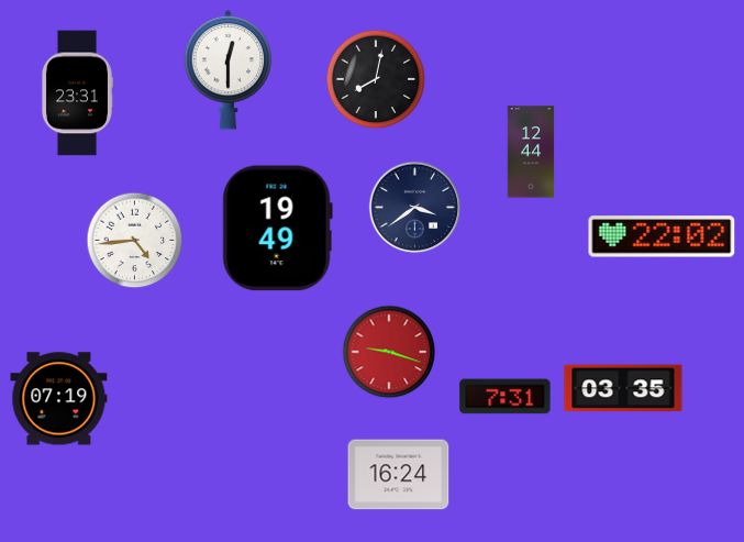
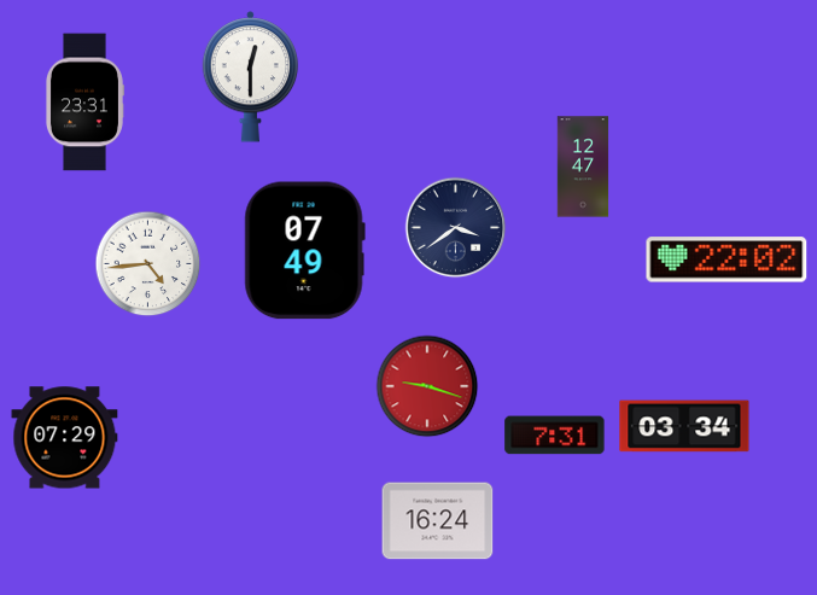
clock at (376, 79): 8:02 -> none
clock at (531, 152): 12:44 -> 12:47
clock at (277, 229): 19:49 -> 07:49
clock at (623, 388): 03:35 -> 03:34
clock at (59, 399): 07:19 -> 07:29
